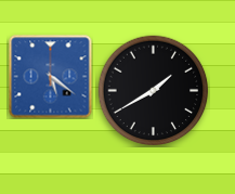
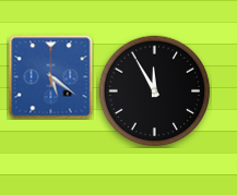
clock at (154, 91): 1:40 -> 11:55
